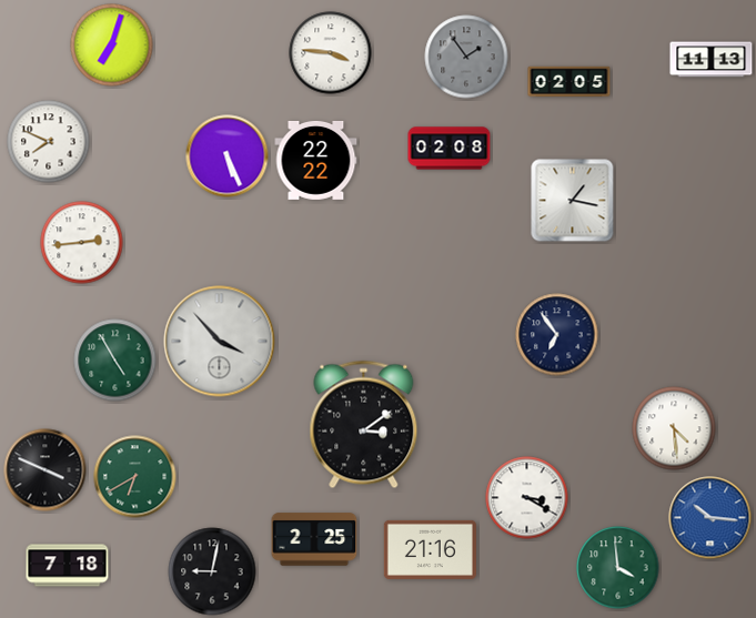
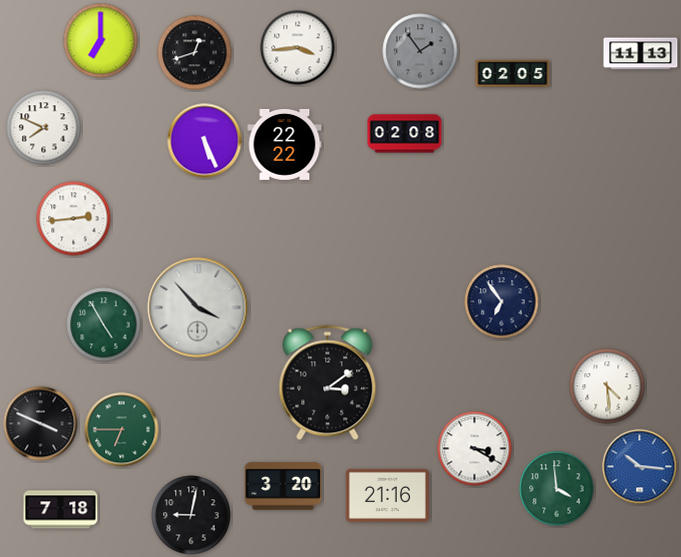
clock at (112, 45): 7:03 -> 7:00
clock at (331, 53): 3:46 -> 3:44
clock at (195, 53): none -> 12:42
clock at (573, 201): 1:17 -> none
clock at (135, 477): 6:40 -> 6:45
clock at (314, 539): 2:25 -> 3:20
clock at (618, 568) position: (618, 568) -> (557, 489)
